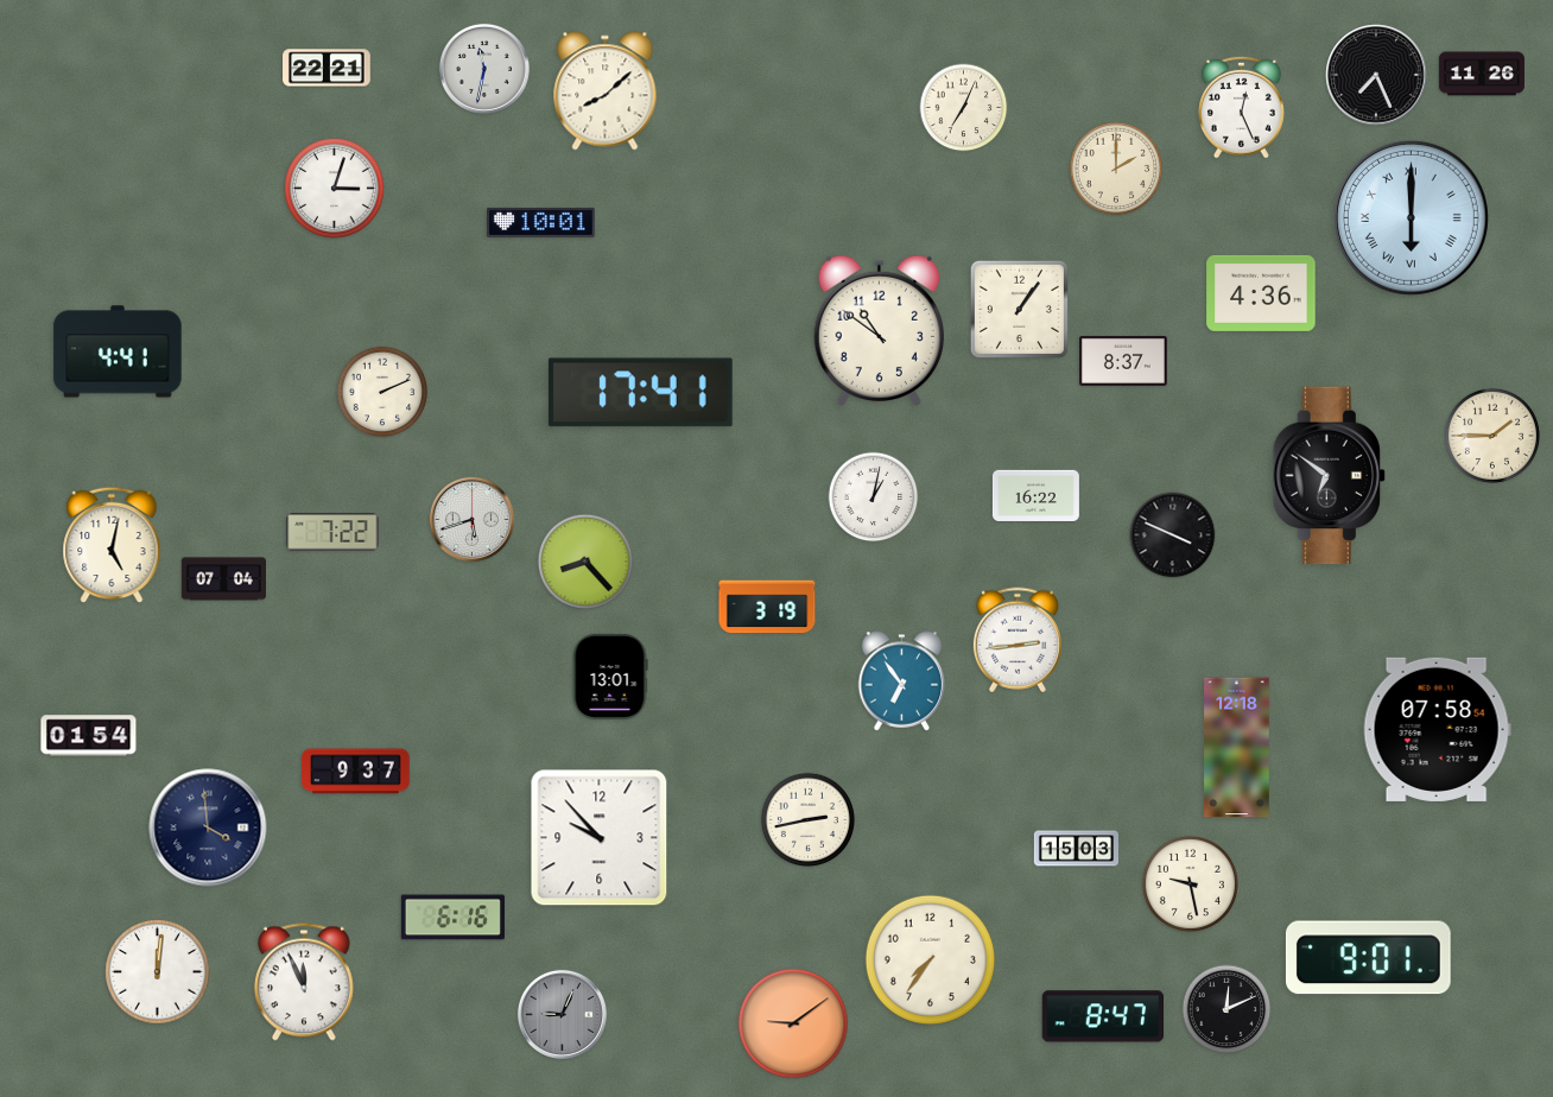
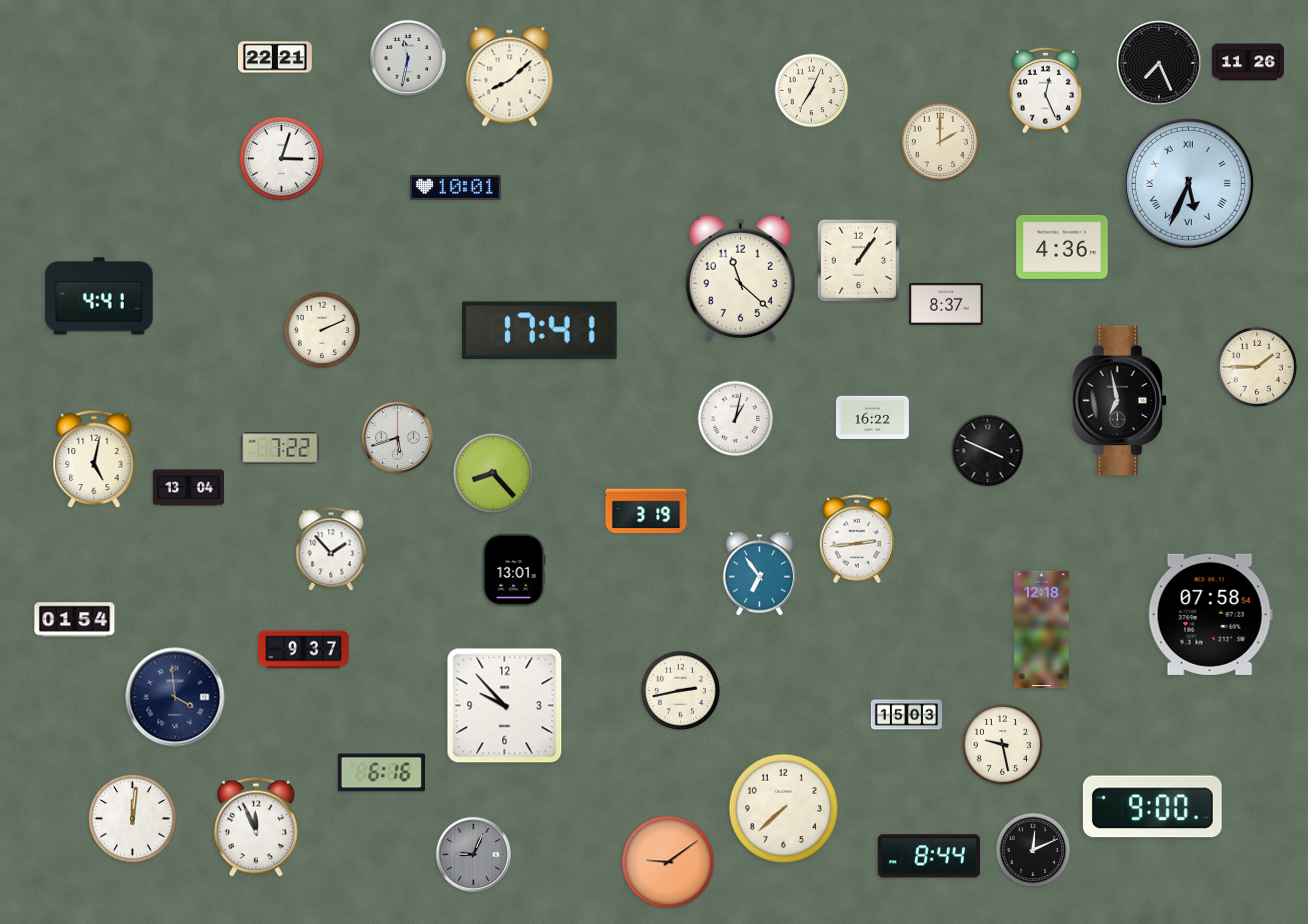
clock at (1411, 217): 6:00 -> 5:34
clock at (879, 330): 10:51 -> 11:22
clock at (1329, 476): 6:51 -> 6:58
clock at (223, 579): 07:04 -> 13:04
clock at (331, 549): none -> 1:53
clock at (356, 772) position: (356, 772) -> (304, 650)
clock at (1368, 958): 9:01 -> 9:00
clock at (930, 959): 7:36 -> 7:38
clock at (1102, 1016): 8:47 -> 8:44
